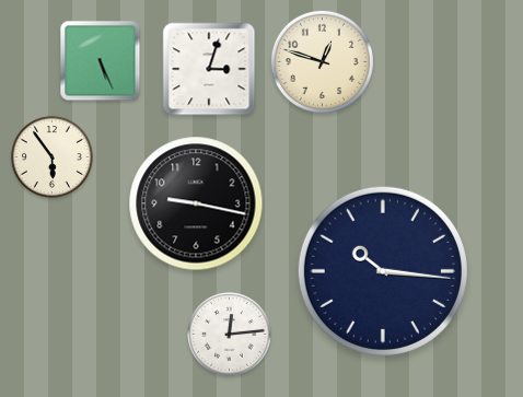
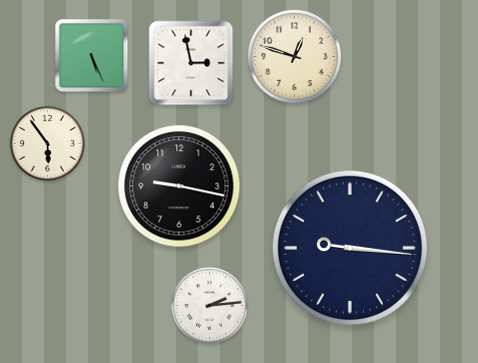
clock at (209, 69): 3:03 -> 2:58
clock at (383, 271): 10:16 -> 9:16
clock at (230, 335): 12:14 -> 2:14
